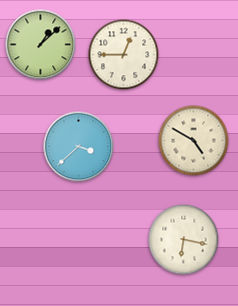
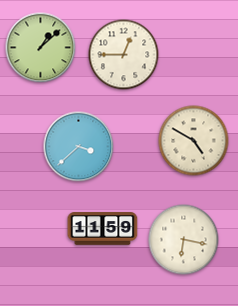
clock at (41, 45) position: (41, 45) -> (41, 48)
clock at (103, 229): none -> 11:59
